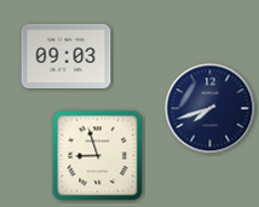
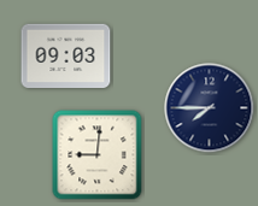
clock at (211, 109): 7:42 -> 7:45
clock at (98, 156): 8:57 -> 9:01
